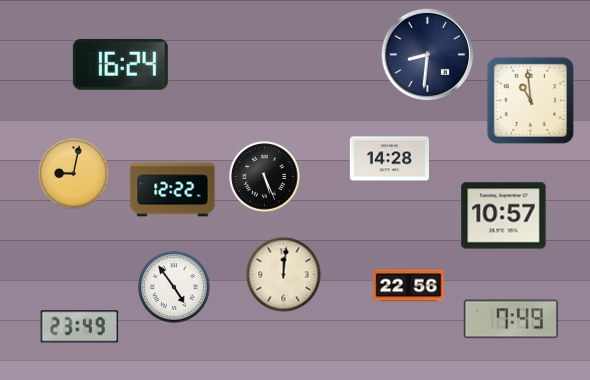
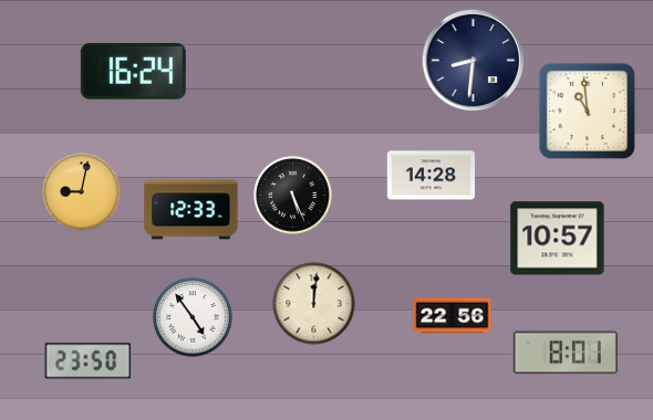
clock at (173, 190): 12:22 -> 12:33
clock at (511, 319): 7:49 -> 8:01
clock at (80, 327): 23:49 -> 23:50
